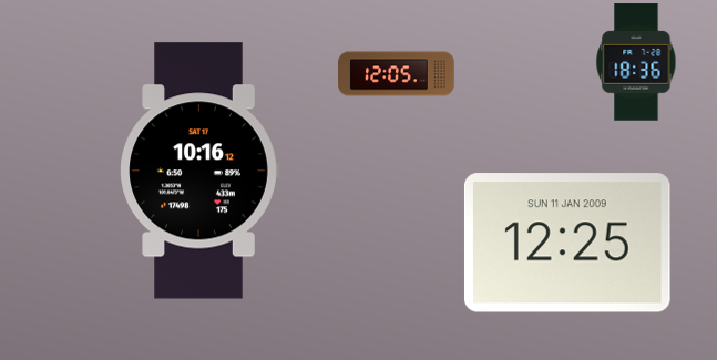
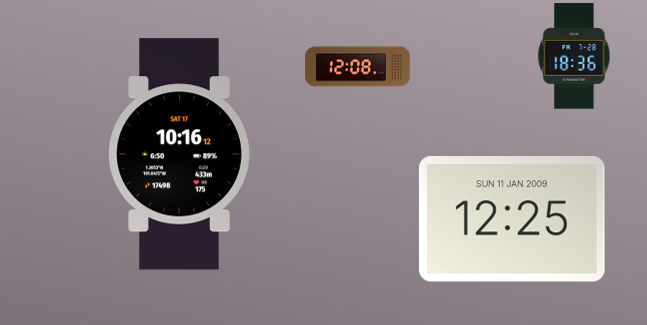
clock at (397, 74): 12:05 -> 12:08
